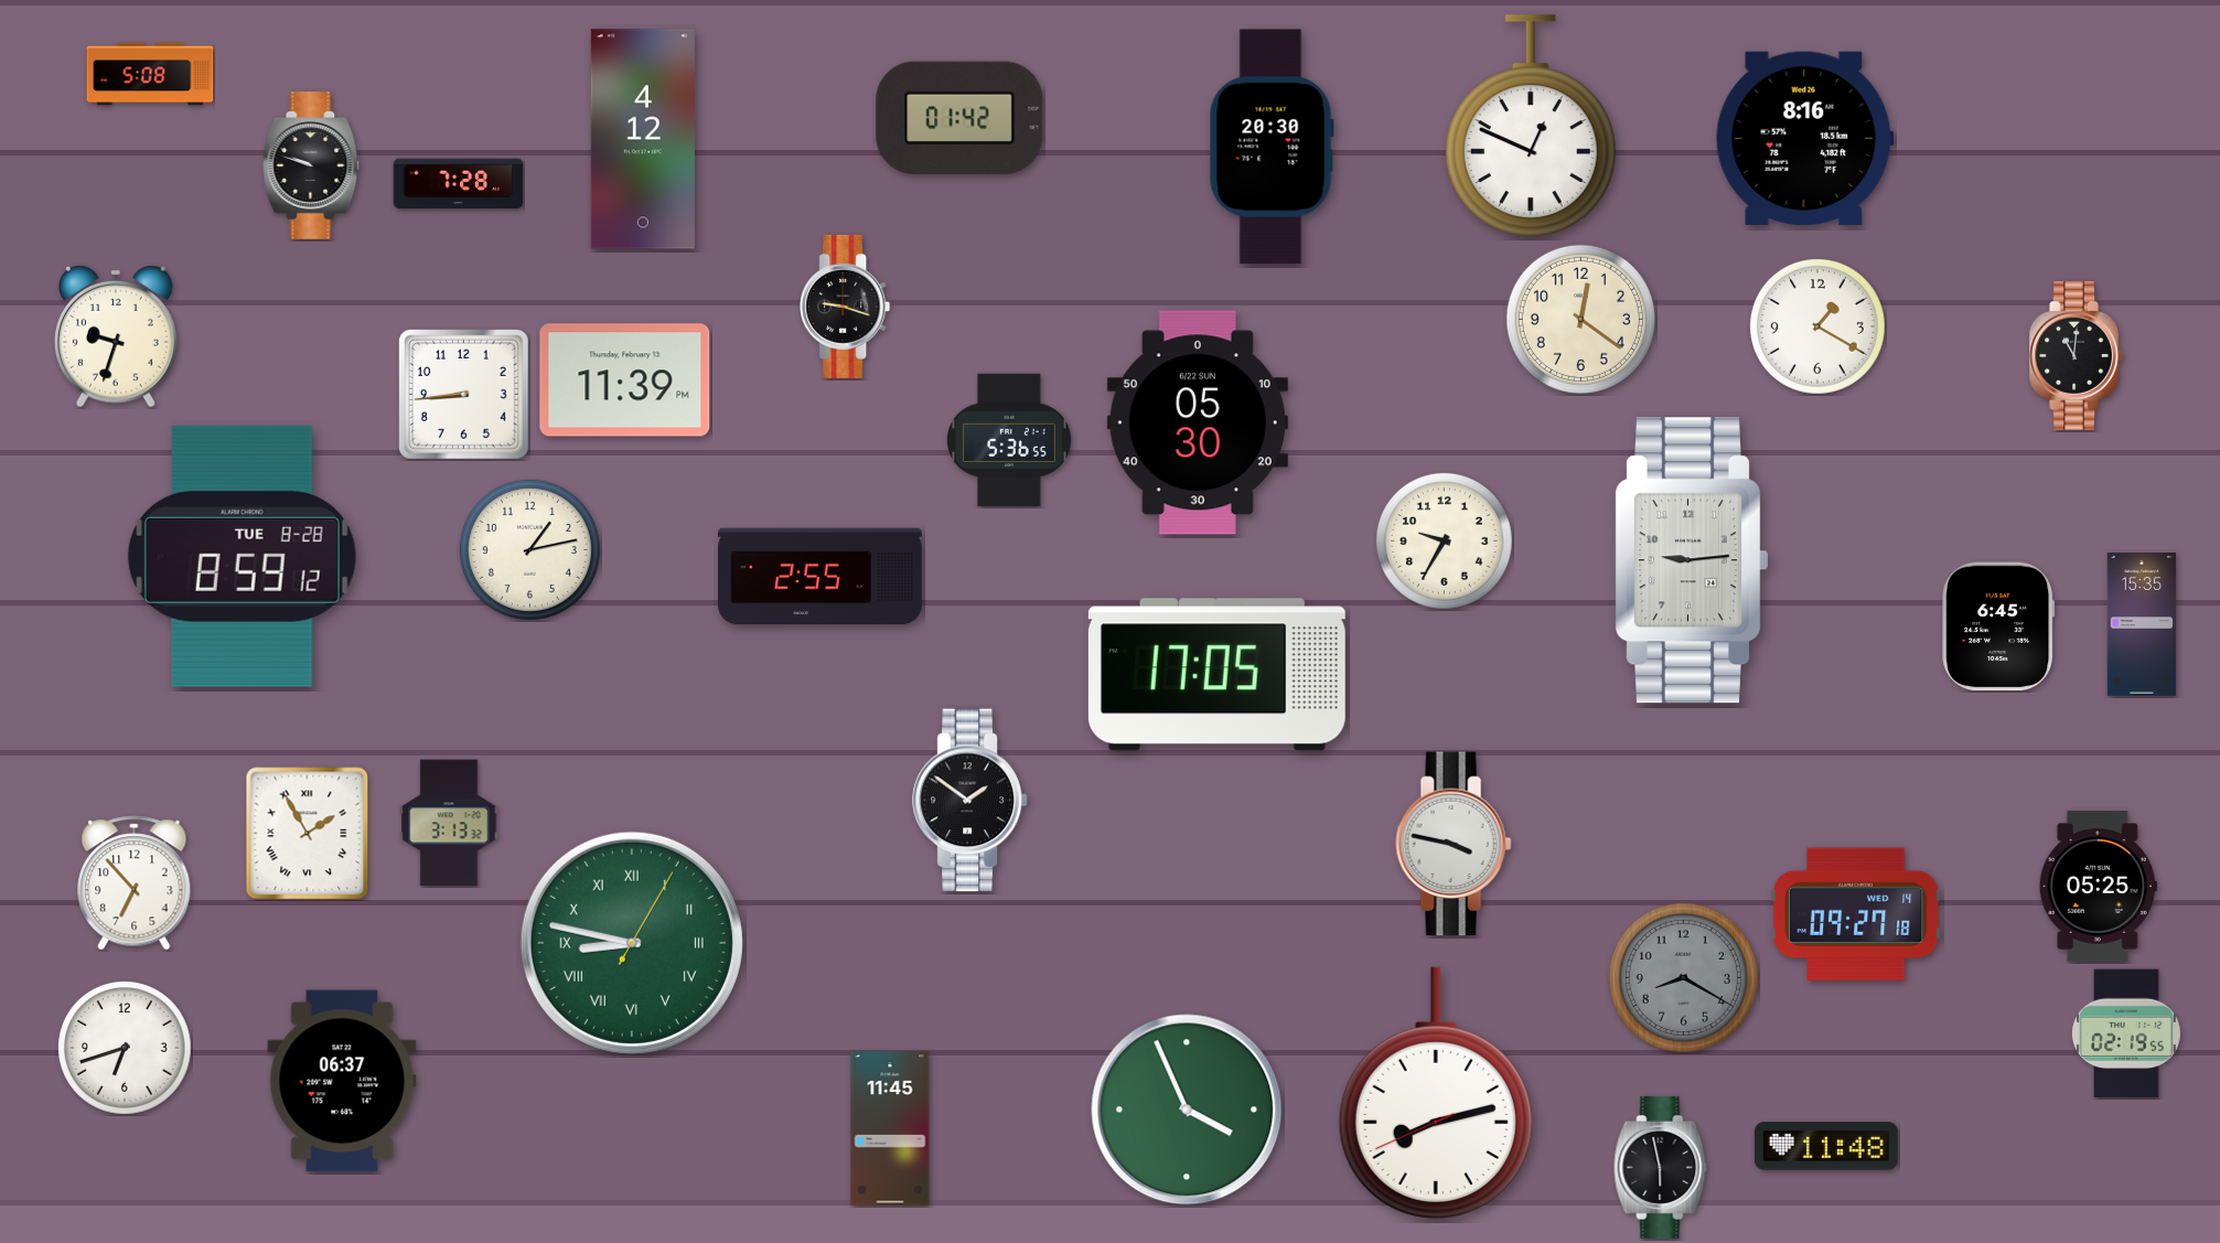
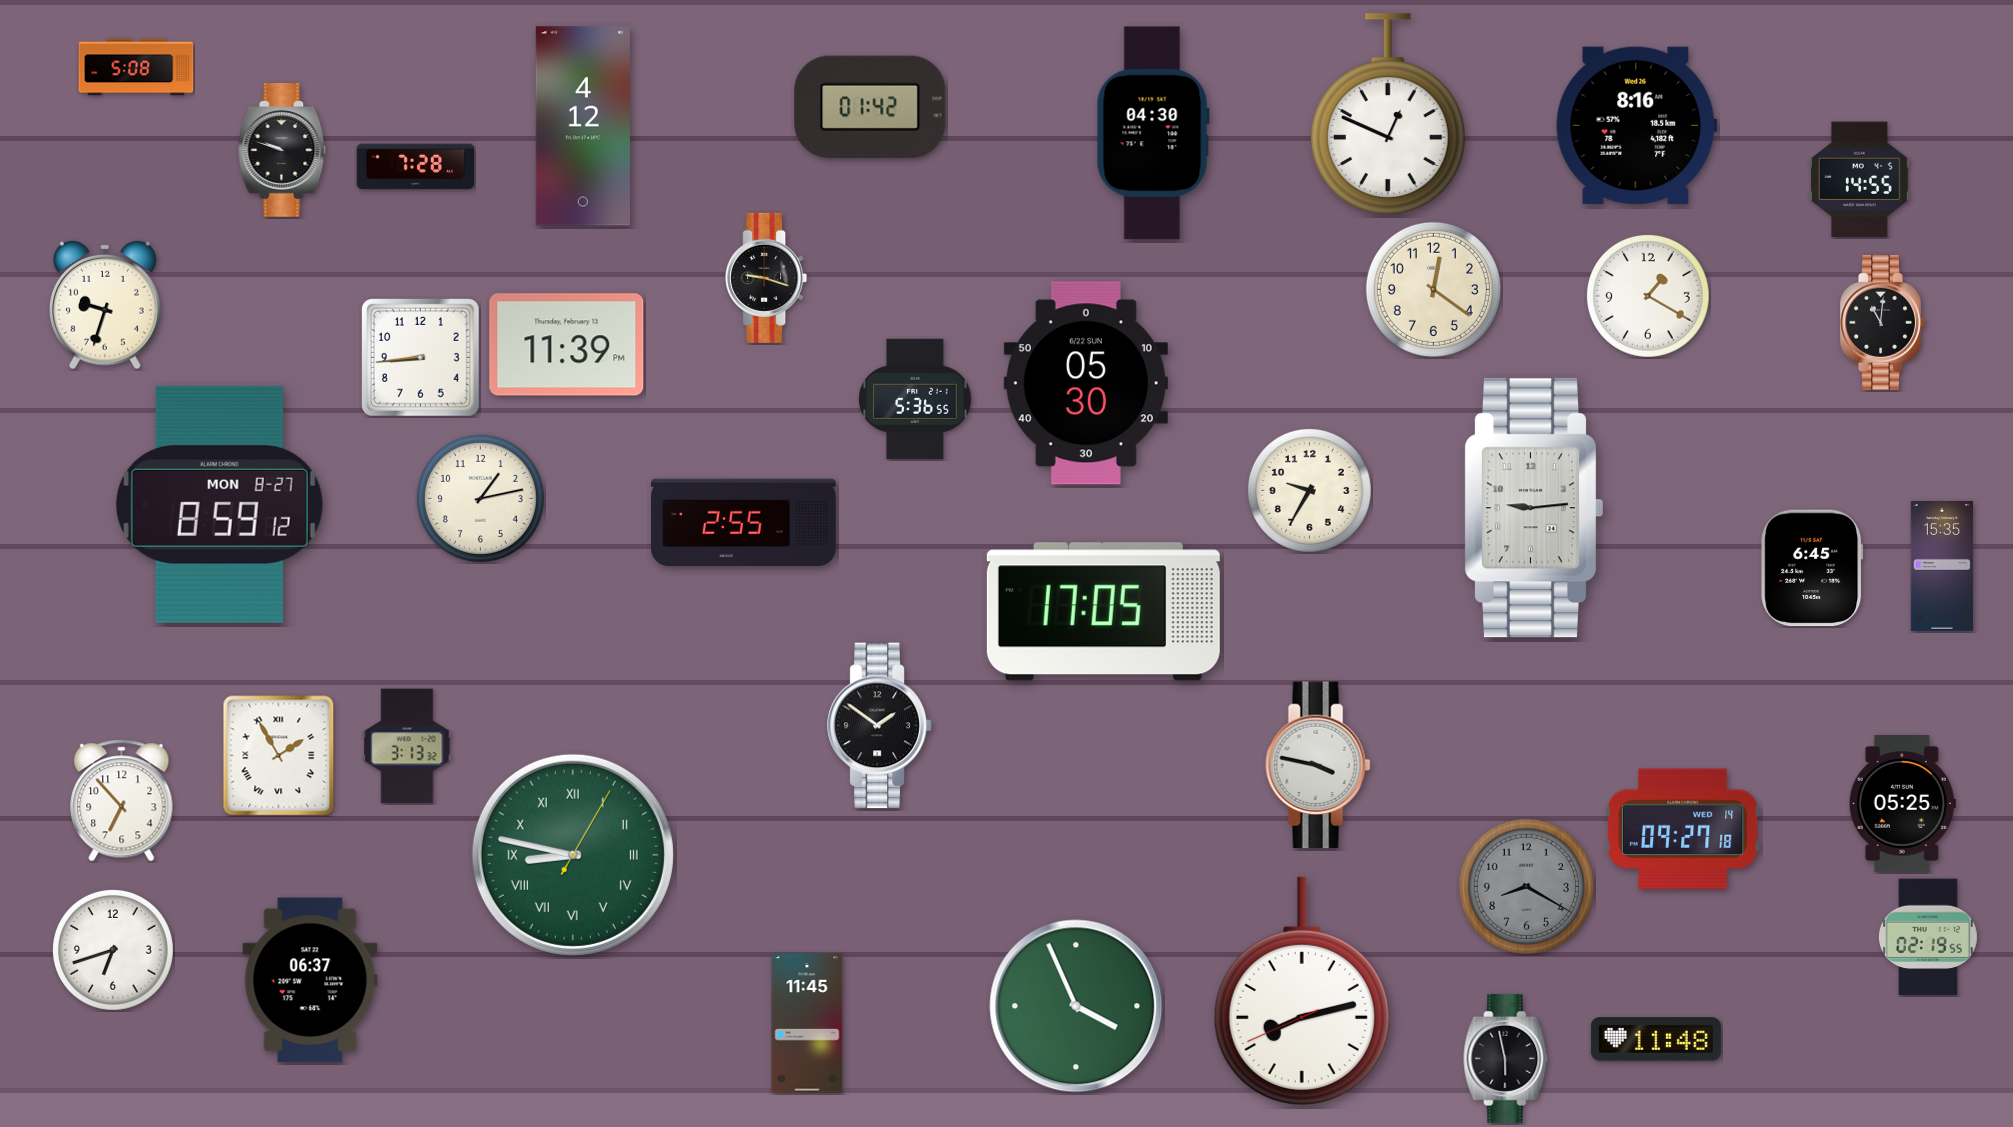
clock at (1272, 147): 20:30 -> 04:30
clock at (1859, 180): none -> 14:55
clock at (242, 556) date: TUE 8-28 -> MON 8-27
